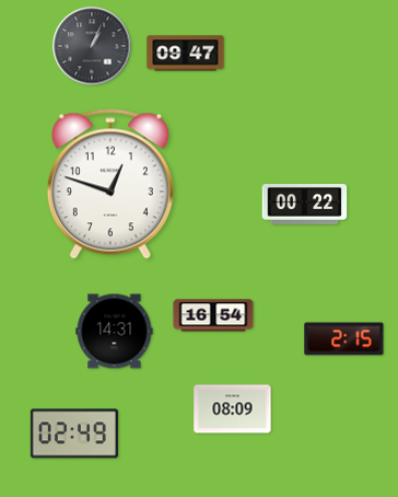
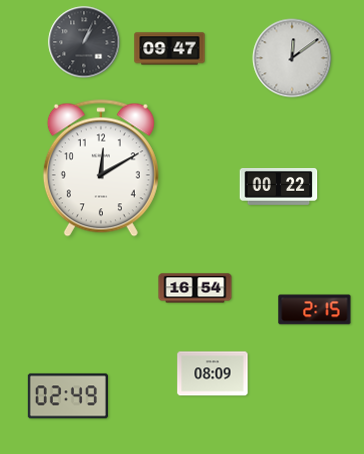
clock at (292, 58): none -> 12:09
clock at (110, 184): 12:48 -> 12:10
clock at (115, 332): 14:31 -> none
